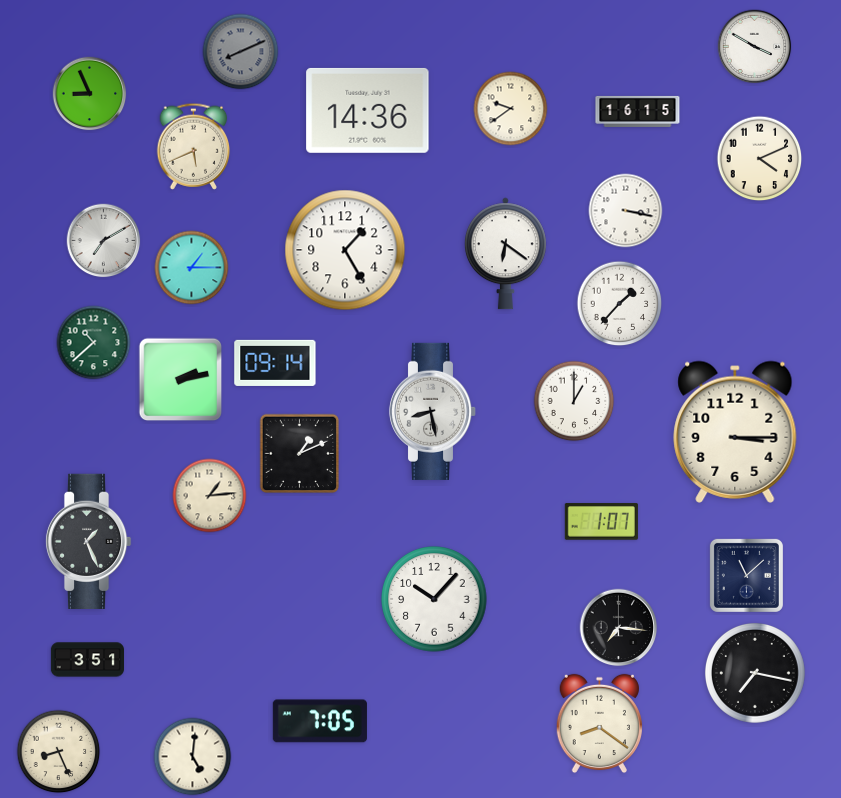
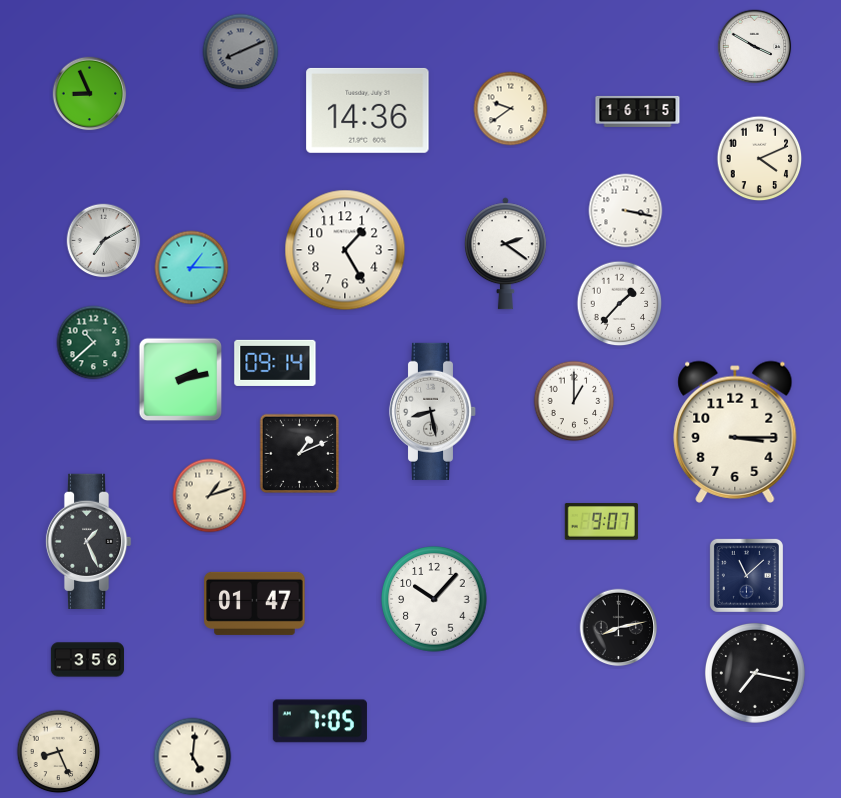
clock at (194, 146): 5:41 -> none
clock at (505, 254): 6:21 -> 2:21
clock at (210, 496): 1:14 -> 1:12
clock at (601, 522): 1:07 -> 9:07
clock at (255, 603): none -> 01:47
clock at (619, 628): 7:16 -> 8:13
clock at (87, 660): 3:51 -> 3:56
clock at (599, 724): 8:21 -> none
